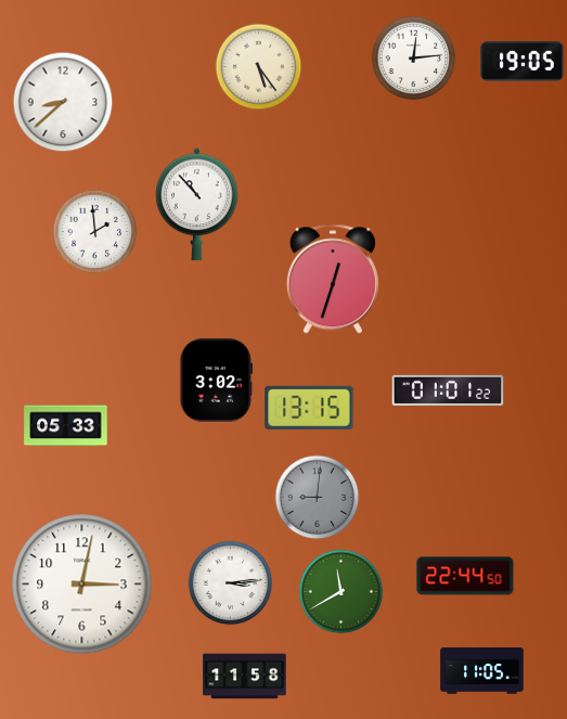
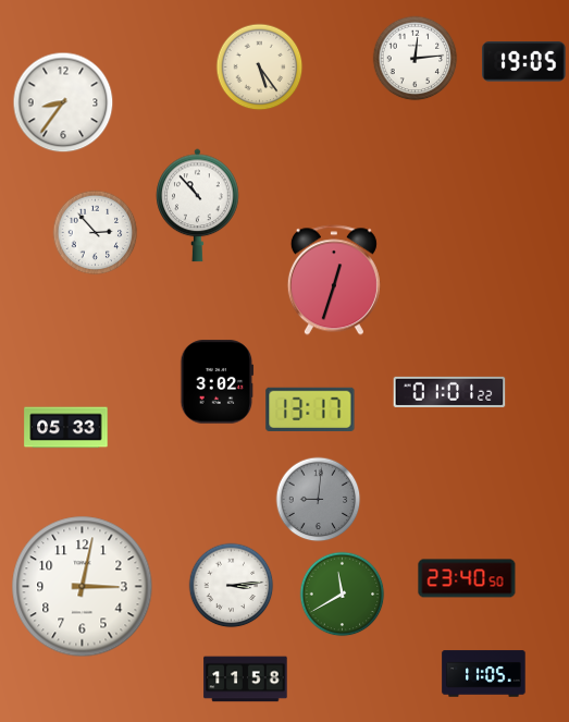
clock at (63, 102): 8:38 -> 8:36
clock at (94, 231): 1:59 -> 2:53
clock at (309, 407): 13:15 -> 13:17
clock at (465, 576): 22:44 -> 23:40
